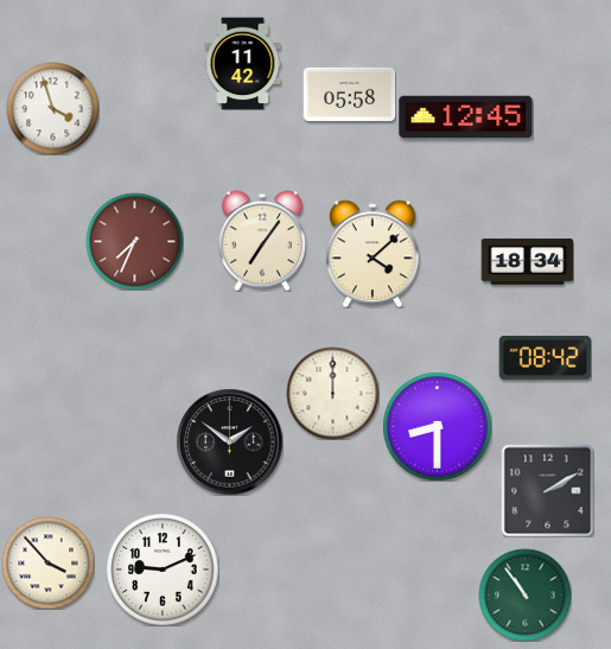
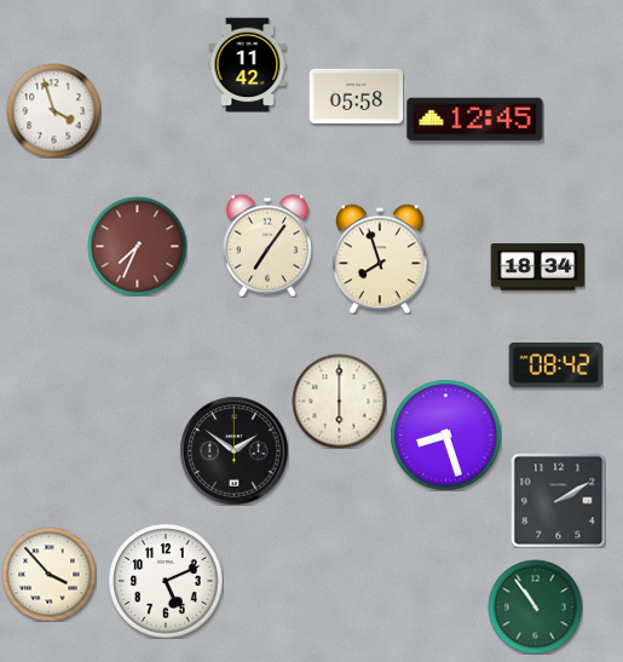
clock at (373, 254): 4:08 -> 7:57
clock at (332, 393): 12:00 -> 6:00
clock at (437, 426): 8:30 -> 8:27
clock at (163, 570): 9:11 -> 5:11
